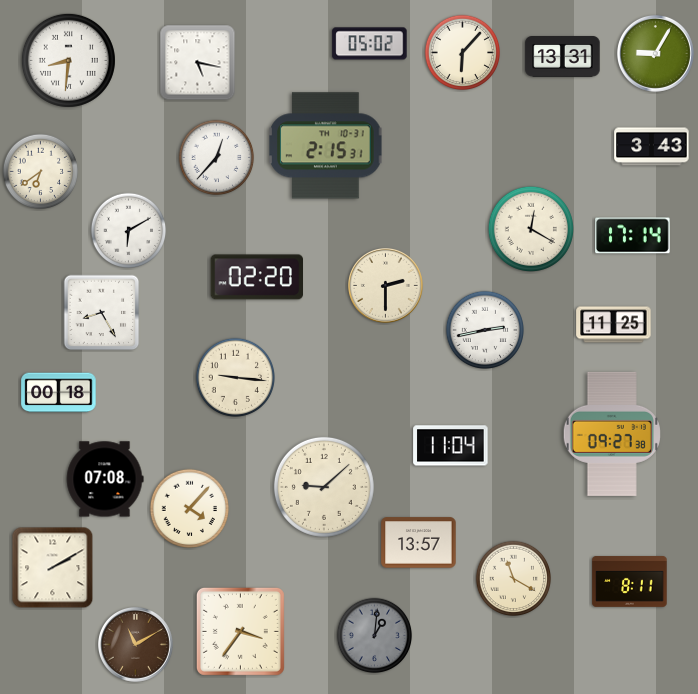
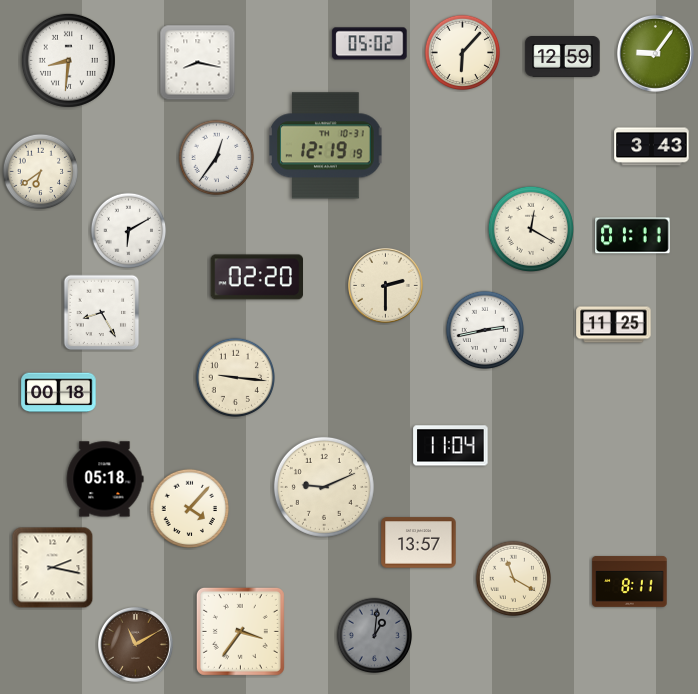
clock at (655, 53): 9:05 -> 9:06
clock at (563, 57): 13:31 -> 12:59
clock at (198, 63): 5:17 -> 8:17
clock at (326, 146): 2:15 -> 12:19
clock at (217, 158): 12:37 -> 12:36
clock at (633, 236): 17:14 -> 01:11
clock at (612, 434): 09:27 -> none
clock at (105, 479): 07:08 -> 05:18
clock at (324, 487): 9:08 -> 9:11
clock at (53, 568): 2:10 -> 2:17
